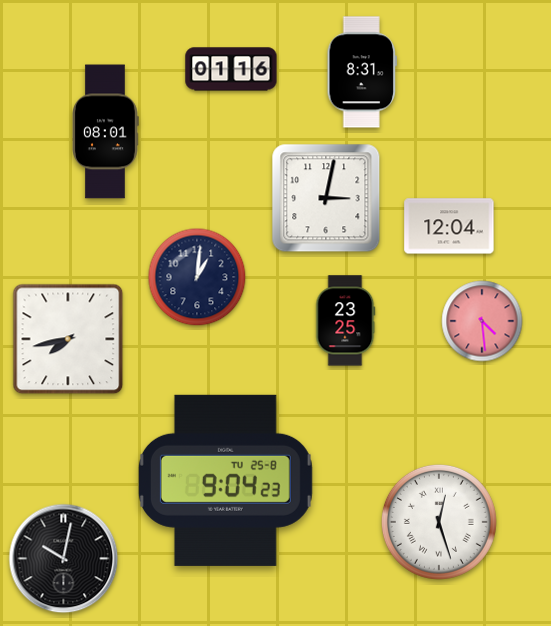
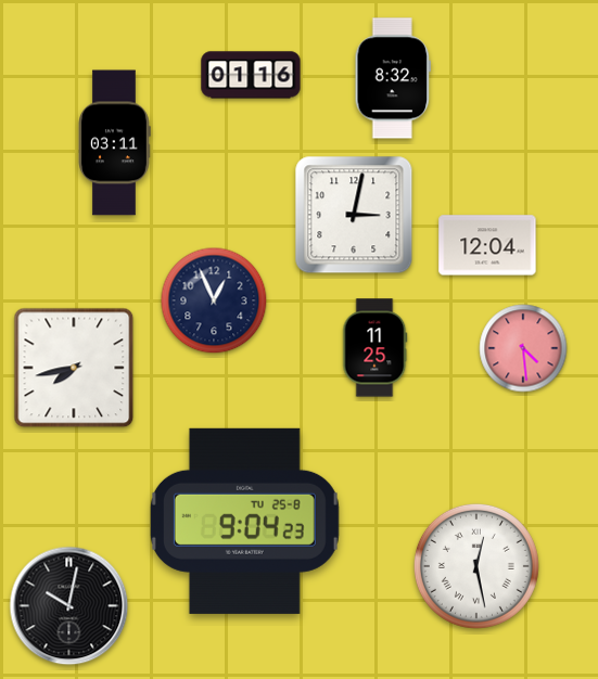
clock at (361, 72): 8:31 -> 8:32
clock at (105, 132): 08:01 -> 03:11
clock at (197, 277): 1:01 -> 12:56
clock at (346, 321): 23:25 -> 11:25
clock at (439, 522): 12:27 -> 12:28
